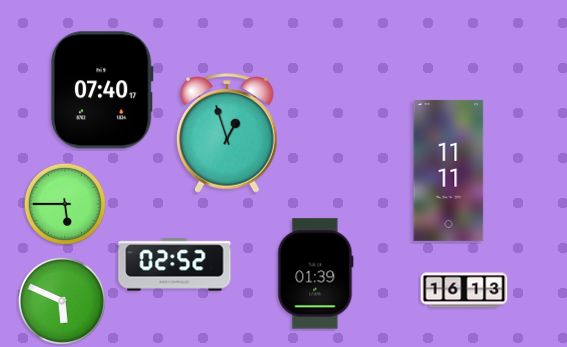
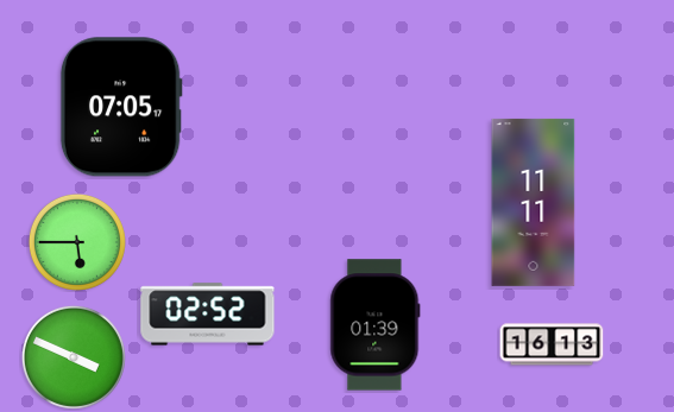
clock at (102, 90): 07:40 -> 07:05
clock at (228, 133): 12:57 -> none
clock at (62, 301): 5:49 -> 3:49
